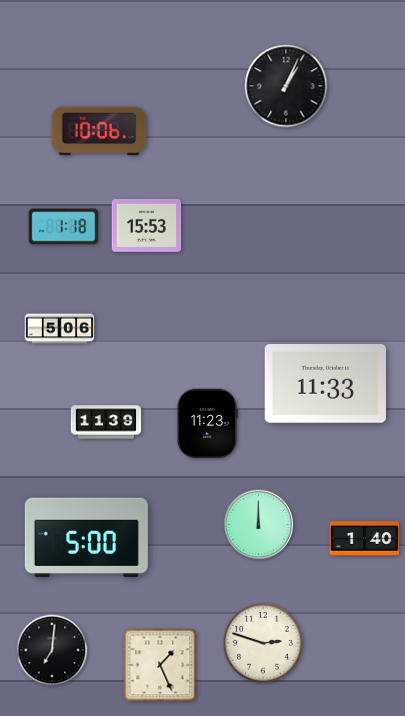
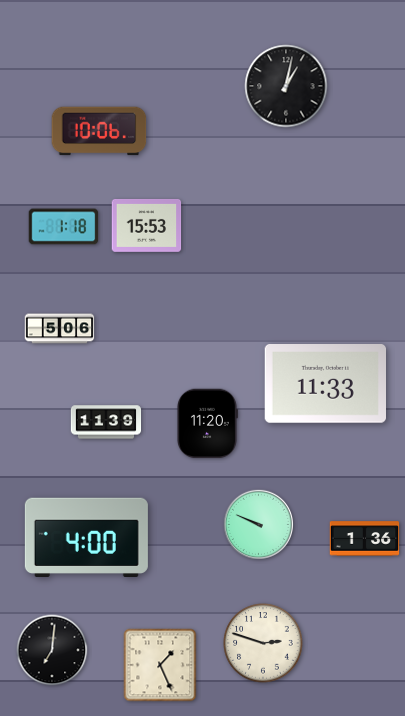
clock at (286, 86): 1:04 -> 1:02
clock at (208, 424): 11:23 -> 11:20
clock at (258, 524): 12:00 -> 9:49
clock at (86, 537): 5:00 -> 4:00
clock at (365, 539): 1:40 -> 1:36
